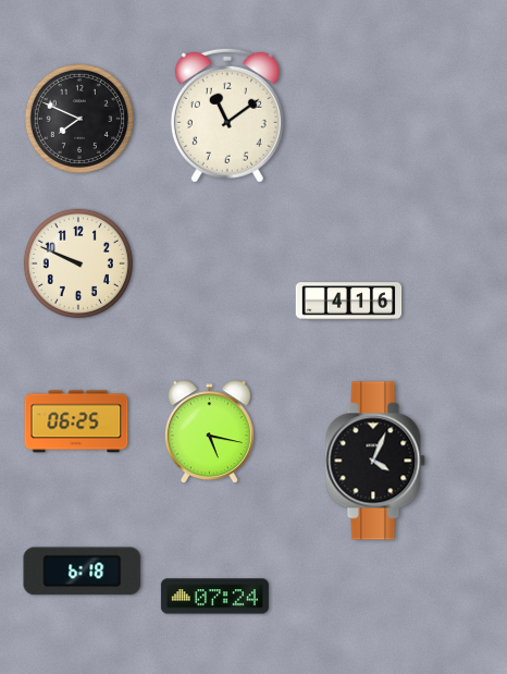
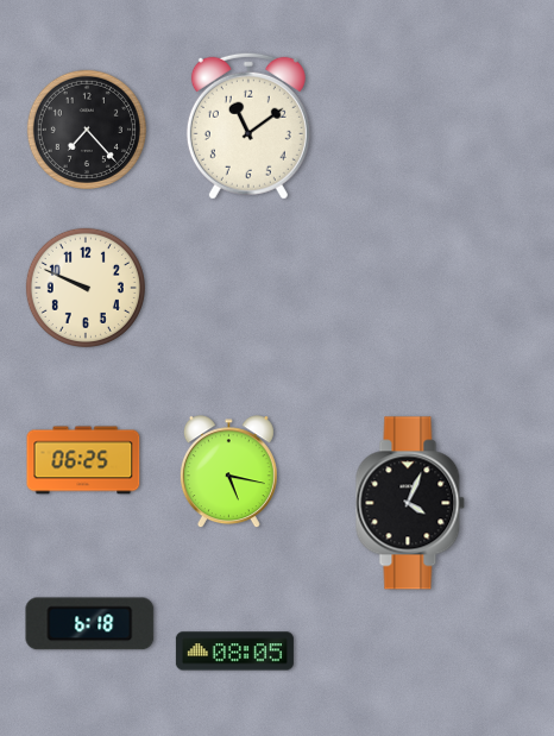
clock at (79, 119): 7:49 -> 7:23
clock at (349, 302): 4:16 -> none
clock at (214, 597): 07:24 -> 08:05
